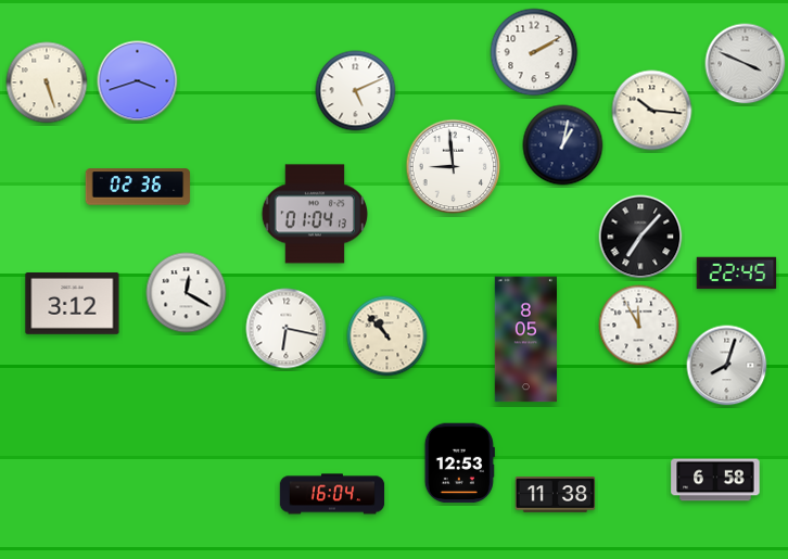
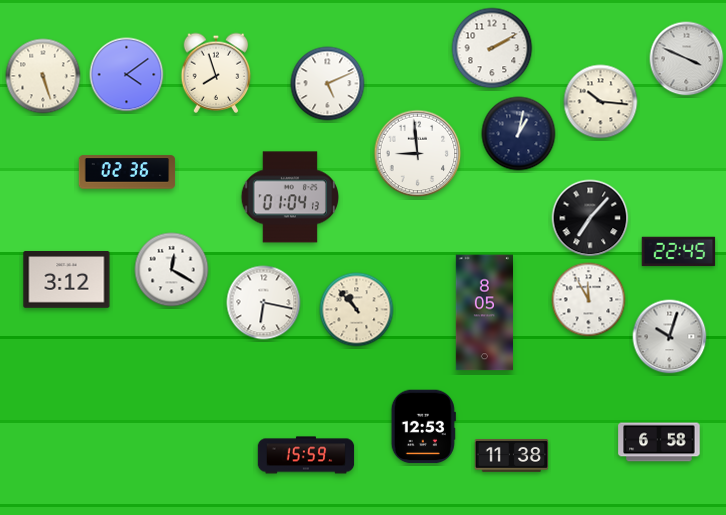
clock at (216, 73): none -> 7:57
clock at (138, 81): 3:42 -> 4:09
clock at (727, 366): 8:03 -> 10:03
clock at (332, 494): 16:04 -> 15:59
